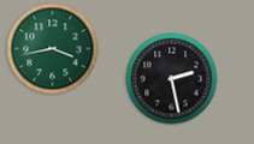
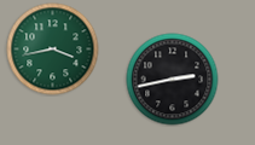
clock at (172, 79): 2:28 -> 2:43
